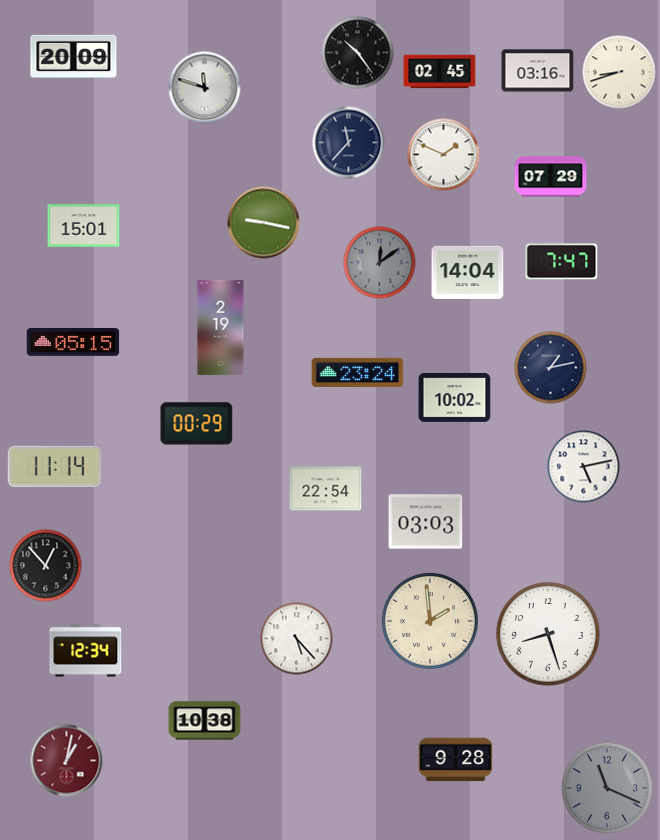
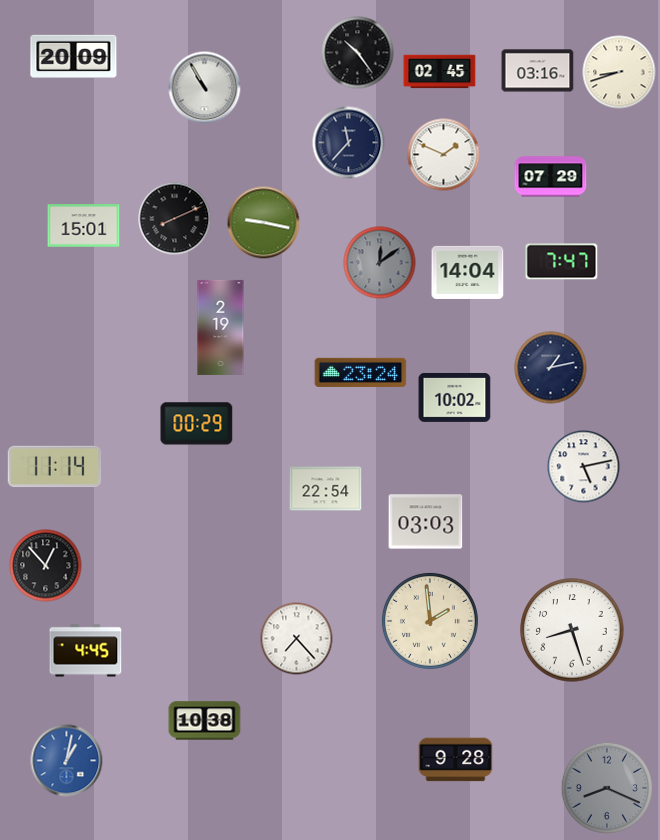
clock at (205, 88): 11:48 -> 10:55
clock at (175, 219): none -> 8:11
clock at (73, 343): 05:15 -> none
clock at (358, 372) position: (358, 372) -> (361, 372)
clock at (548, 634) position: (548, 634) -> (572, 630)
clock at (297, 639): 5:23 -> 7:23
clock at (86, 651): 12:34 -> 4:45
clock at (67, 761) dial: burgundy -> blue
clock at (606, 787): 11:19 -> 8:19
